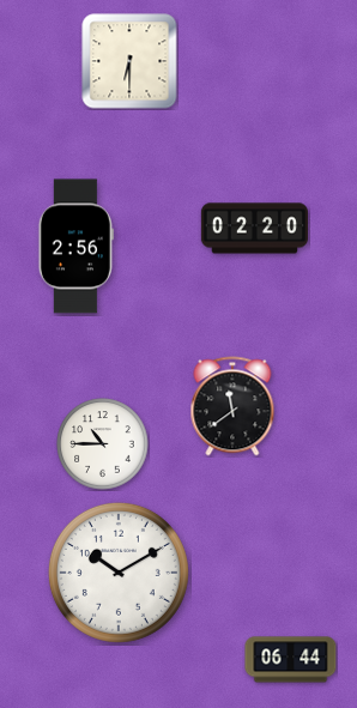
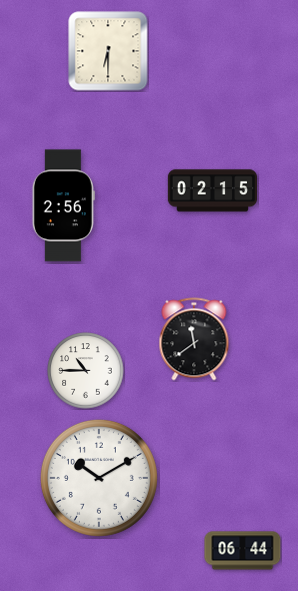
clock at (254, 229): 02:20 -> 02:15
